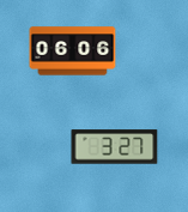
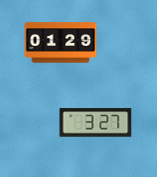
clock at (73, 52): 06:06 -> 01:29
